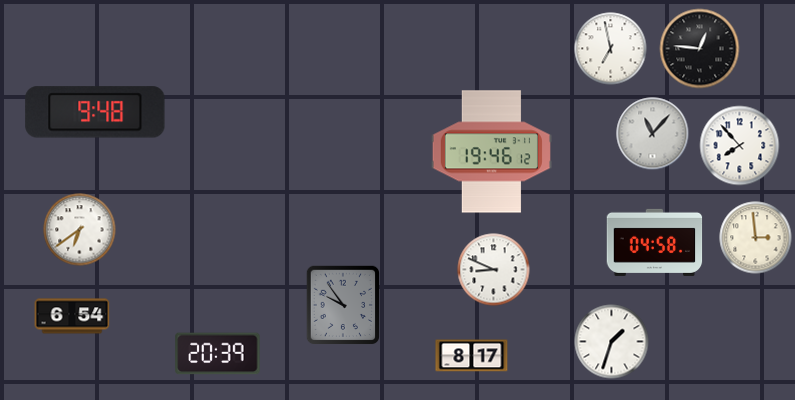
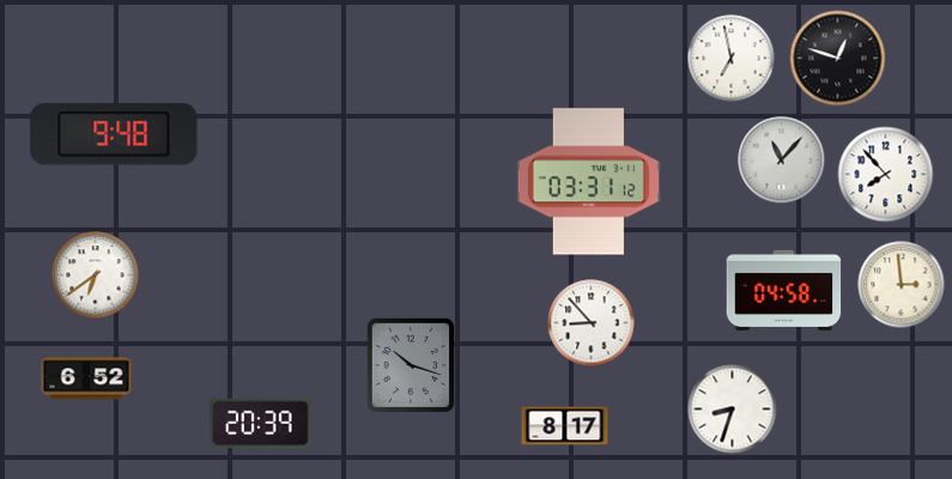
clock at (700, 49): 12:46 -> 12:48
clock at (491, 152): 19:46 -> 03:31
clock at (756, 238) position: (756, 238) -> (902, 285)
clock at (494, 270): 8:49 -> 8:53
clock at (342, 305): 9:54 -> 10:18
clock at (72, 316): 6:54 -> 6:52
clock at (612, 342): 1:33 -> 8:33
